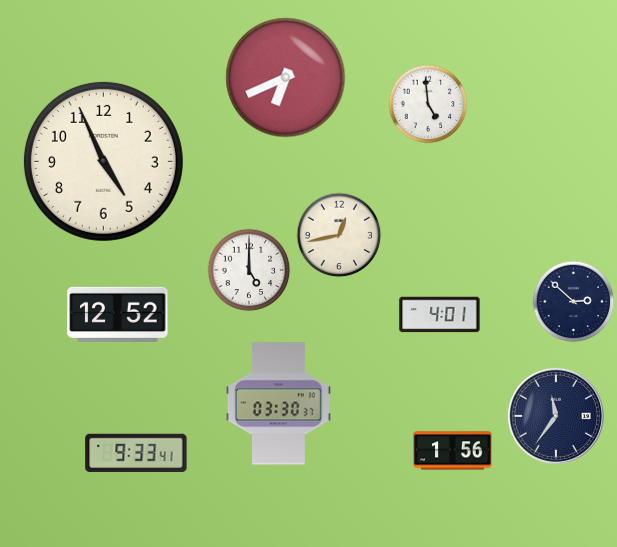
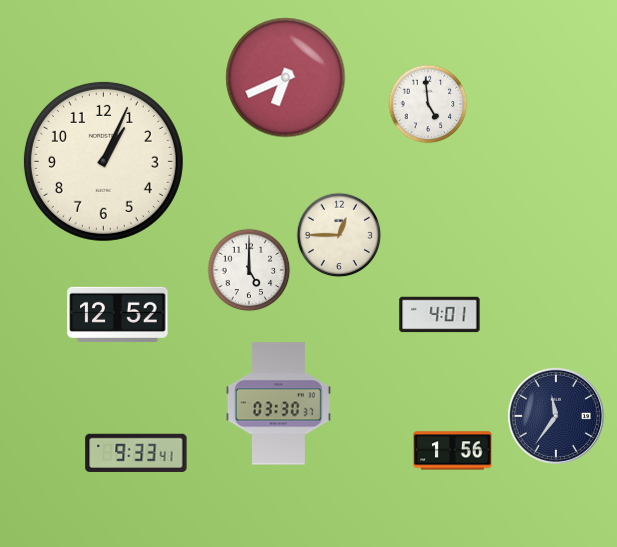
clock at (103, 161): 4:56 -> 1:04
clock at (339, 235): 12:43 -> 12:45
clock at (574, 302): 2:52 -> none
